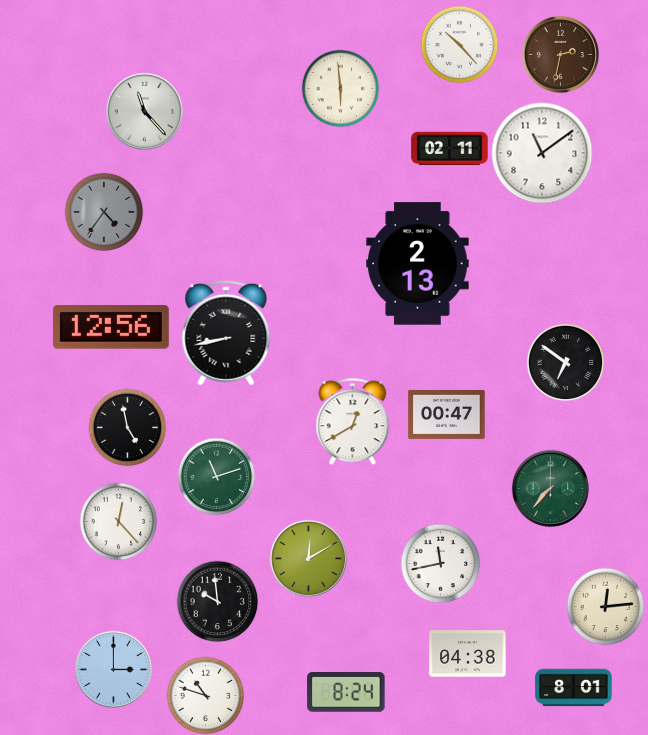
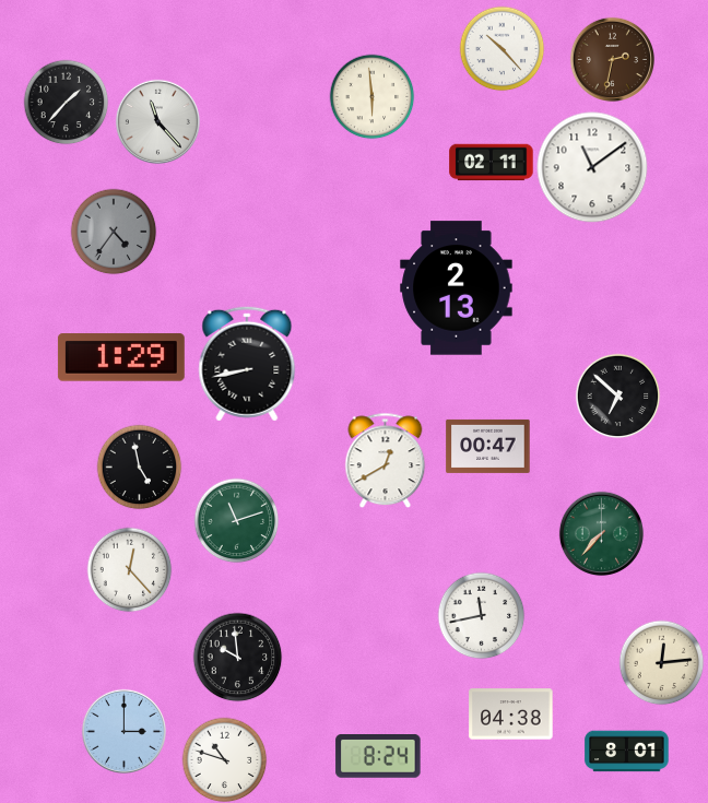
clock at (66, 102): none -> 1:37
clock at (111, 327): 12:56 -> 1:29
clock at (565, 362): 6:51 -> 6:52
clock at (447, 414) position: (447, 414) -> (488, 446)
clock at (308, 558): 12:10 -> none
